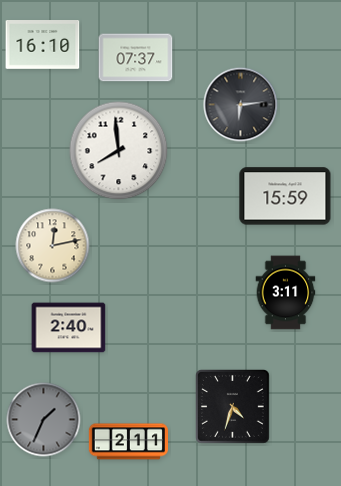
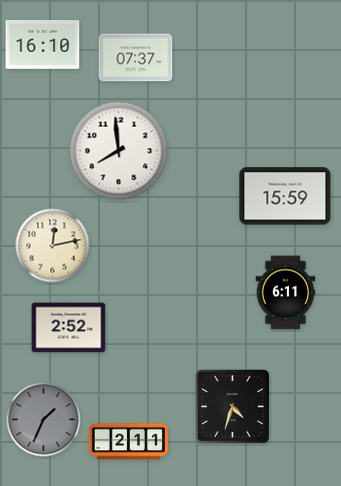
clock at (241, 105): 6:14 -> none
clock at (286, 293): 3:11 -> 6:11
clock at (69, 328): 2:40 -> 2:52
